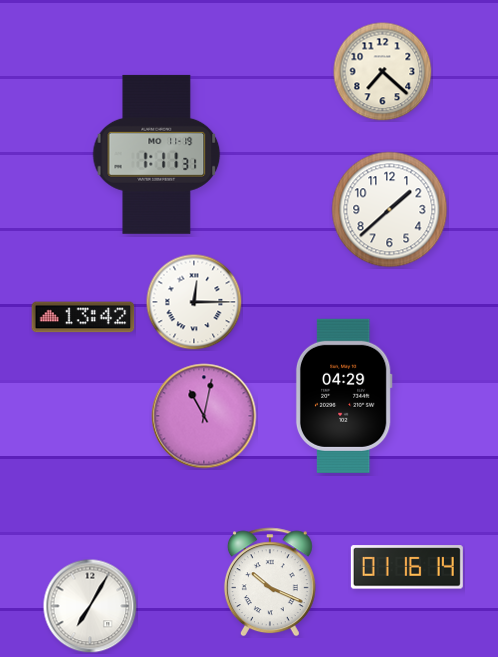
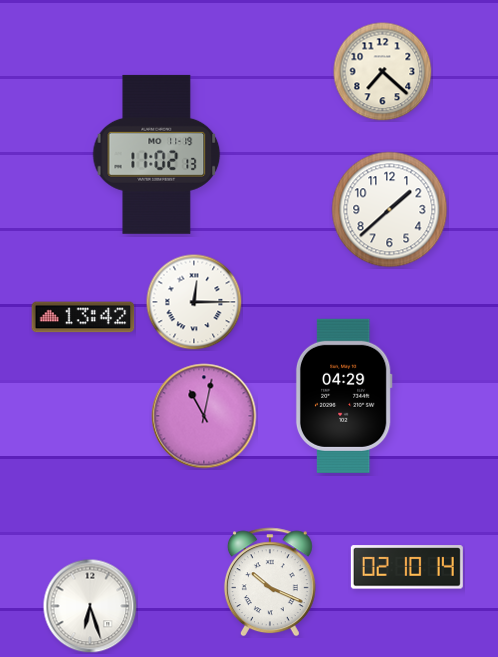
clock at (157, 154): 1:11 -> 11:02
clock at (407, 567): 01:16 -> 02:10
clock at (90, 606): 7:05 -> 6:27
